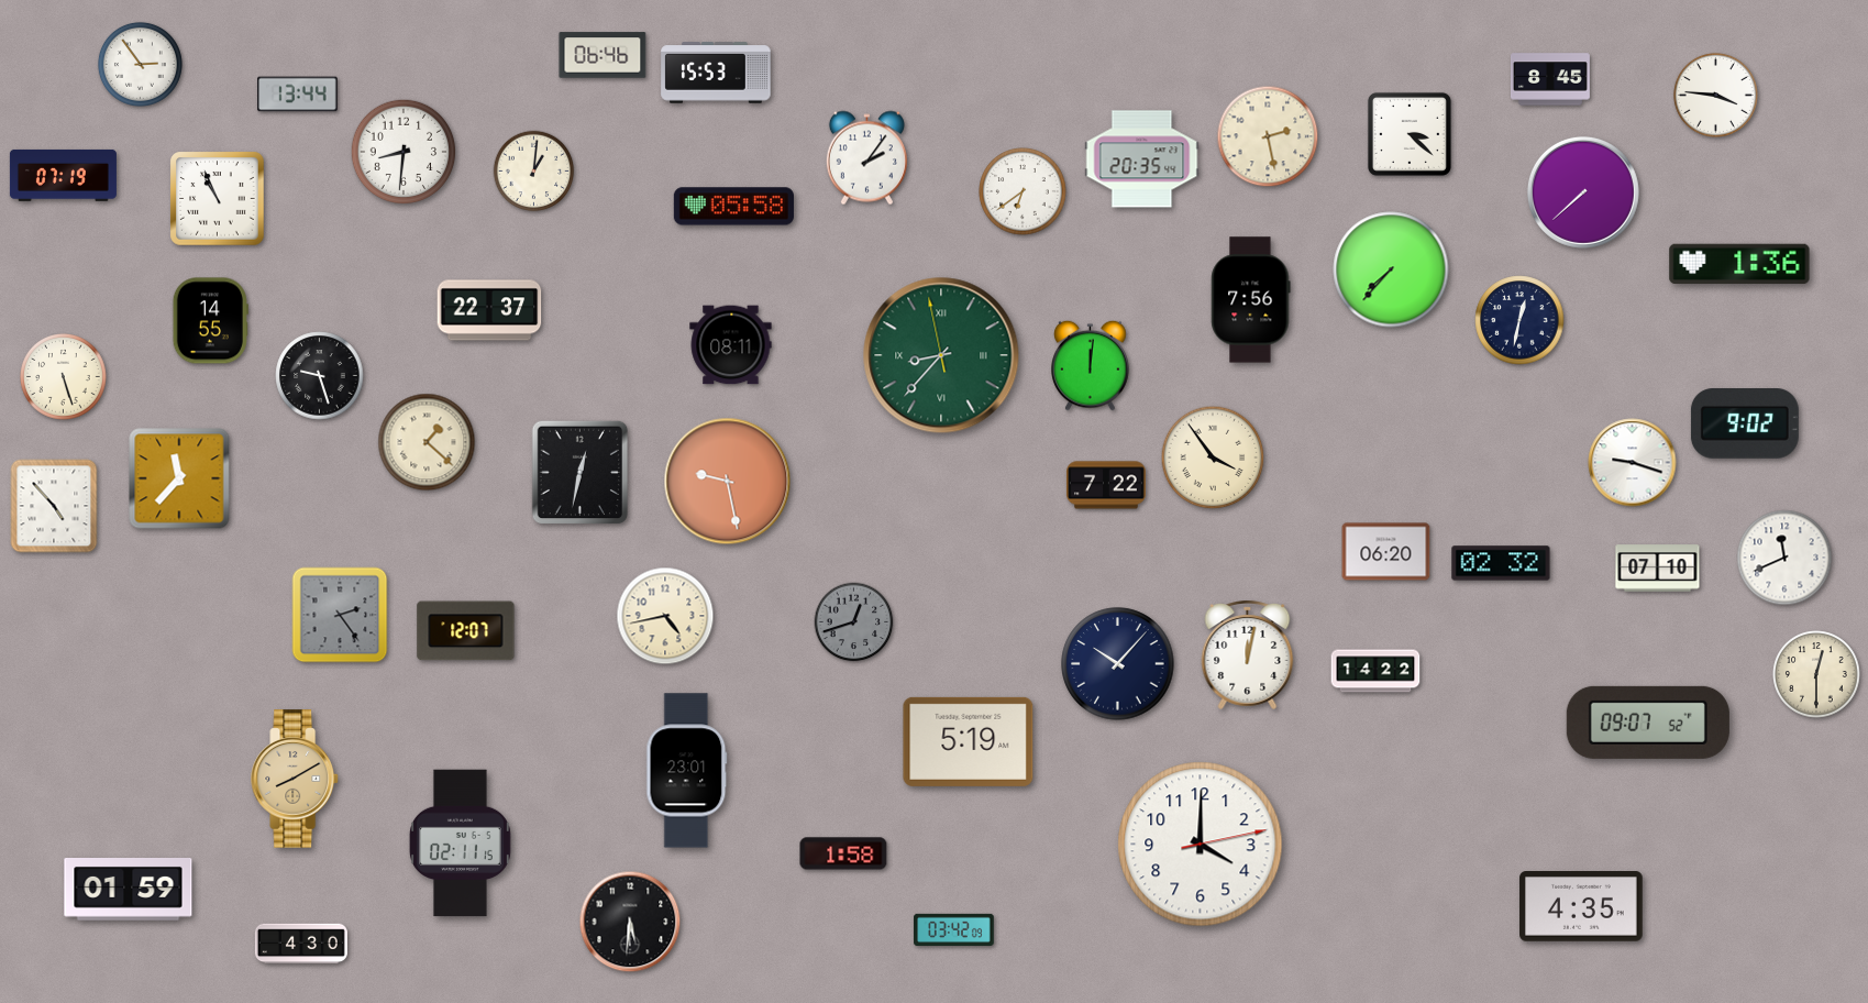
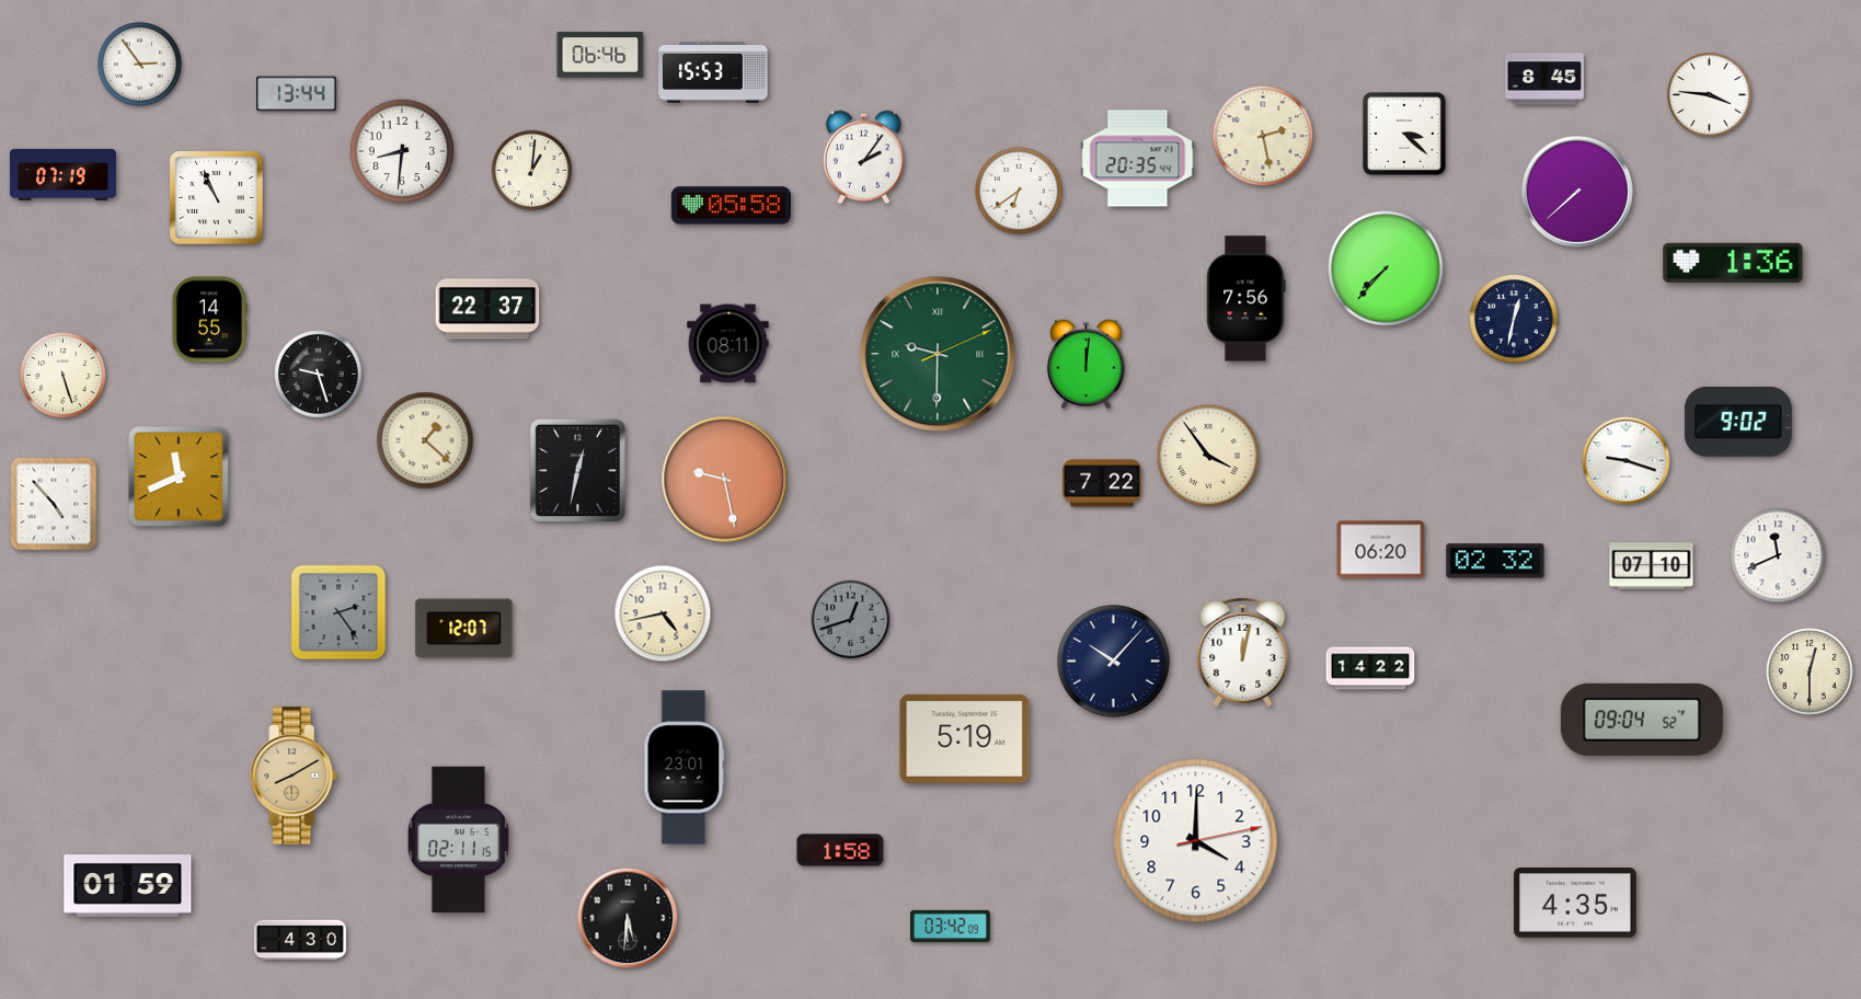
clock at (941, 355): 8:36 -> 9:30
clock at (179, 478): 11:37 -> 11:41
clock at (1648, 723): 09:07 -> 09:04
